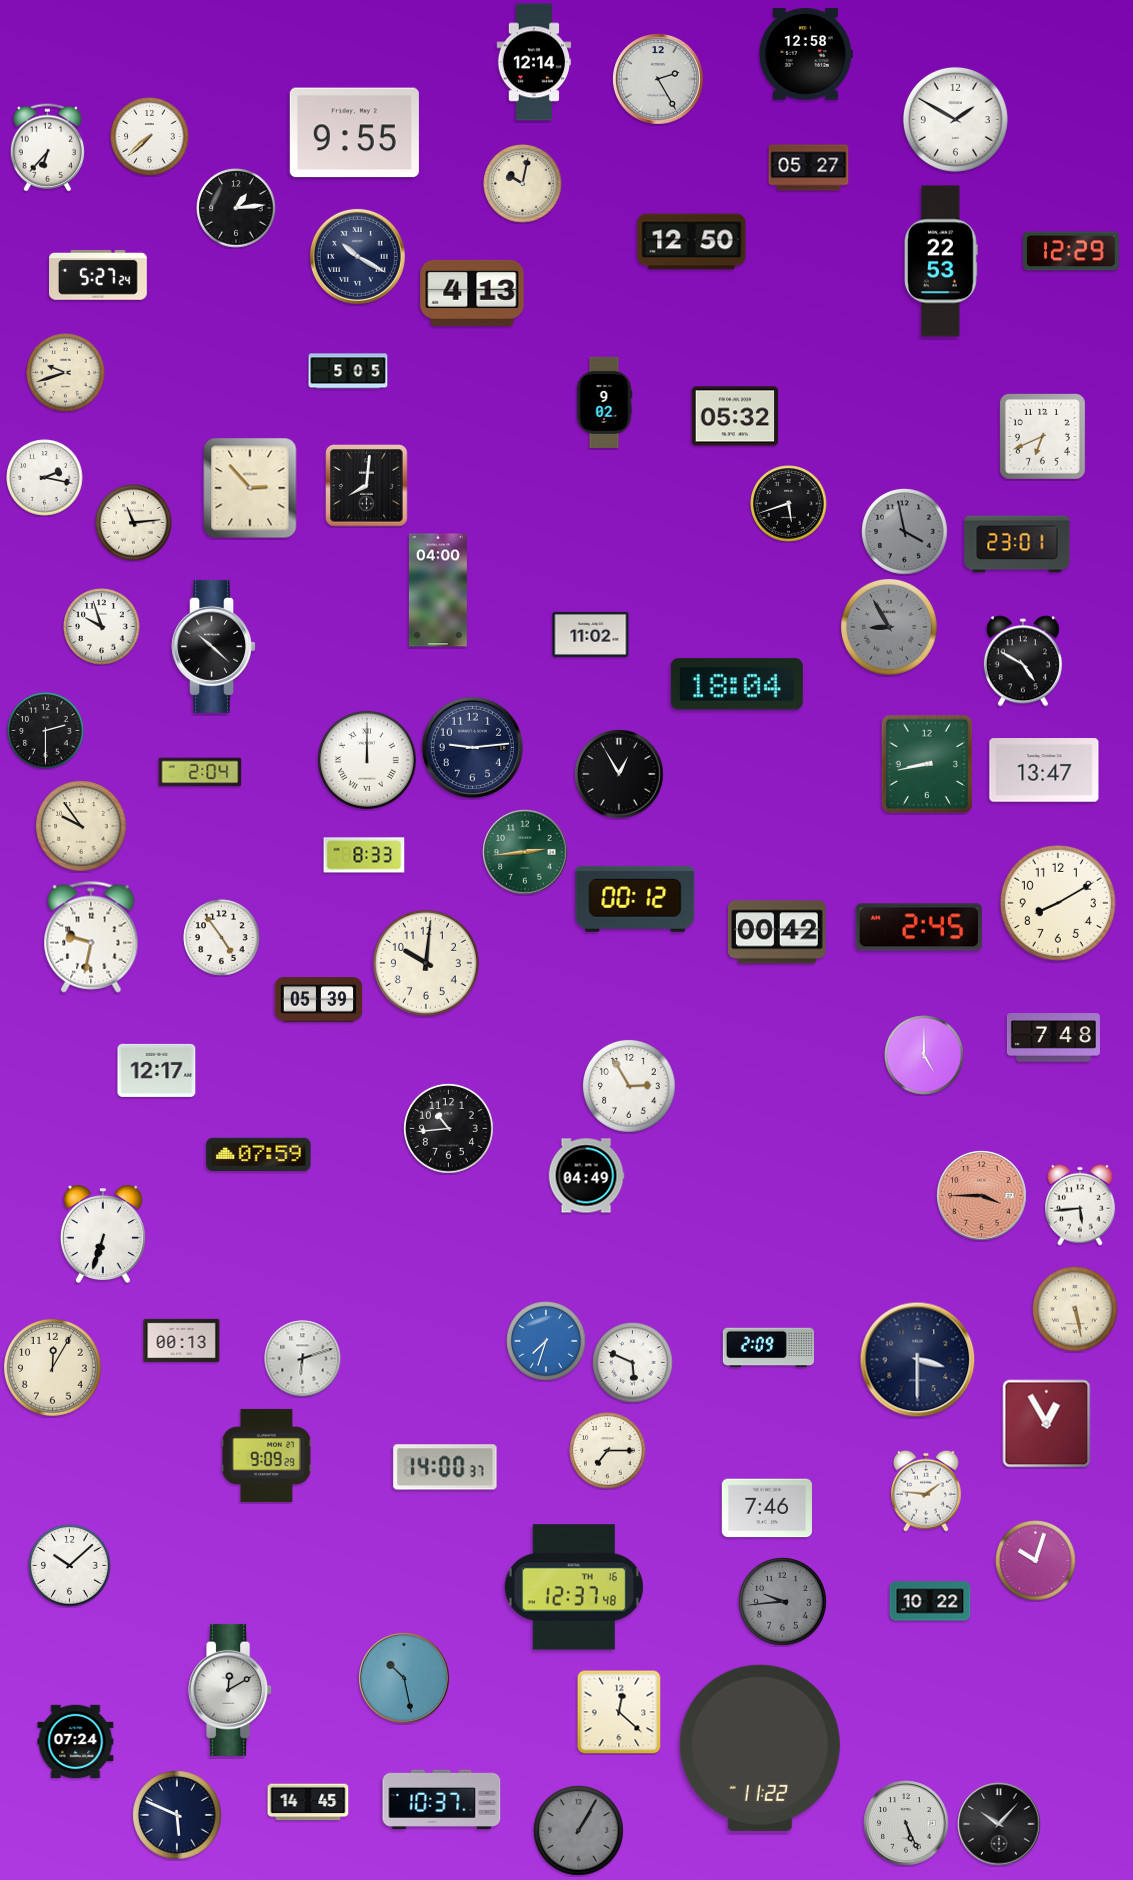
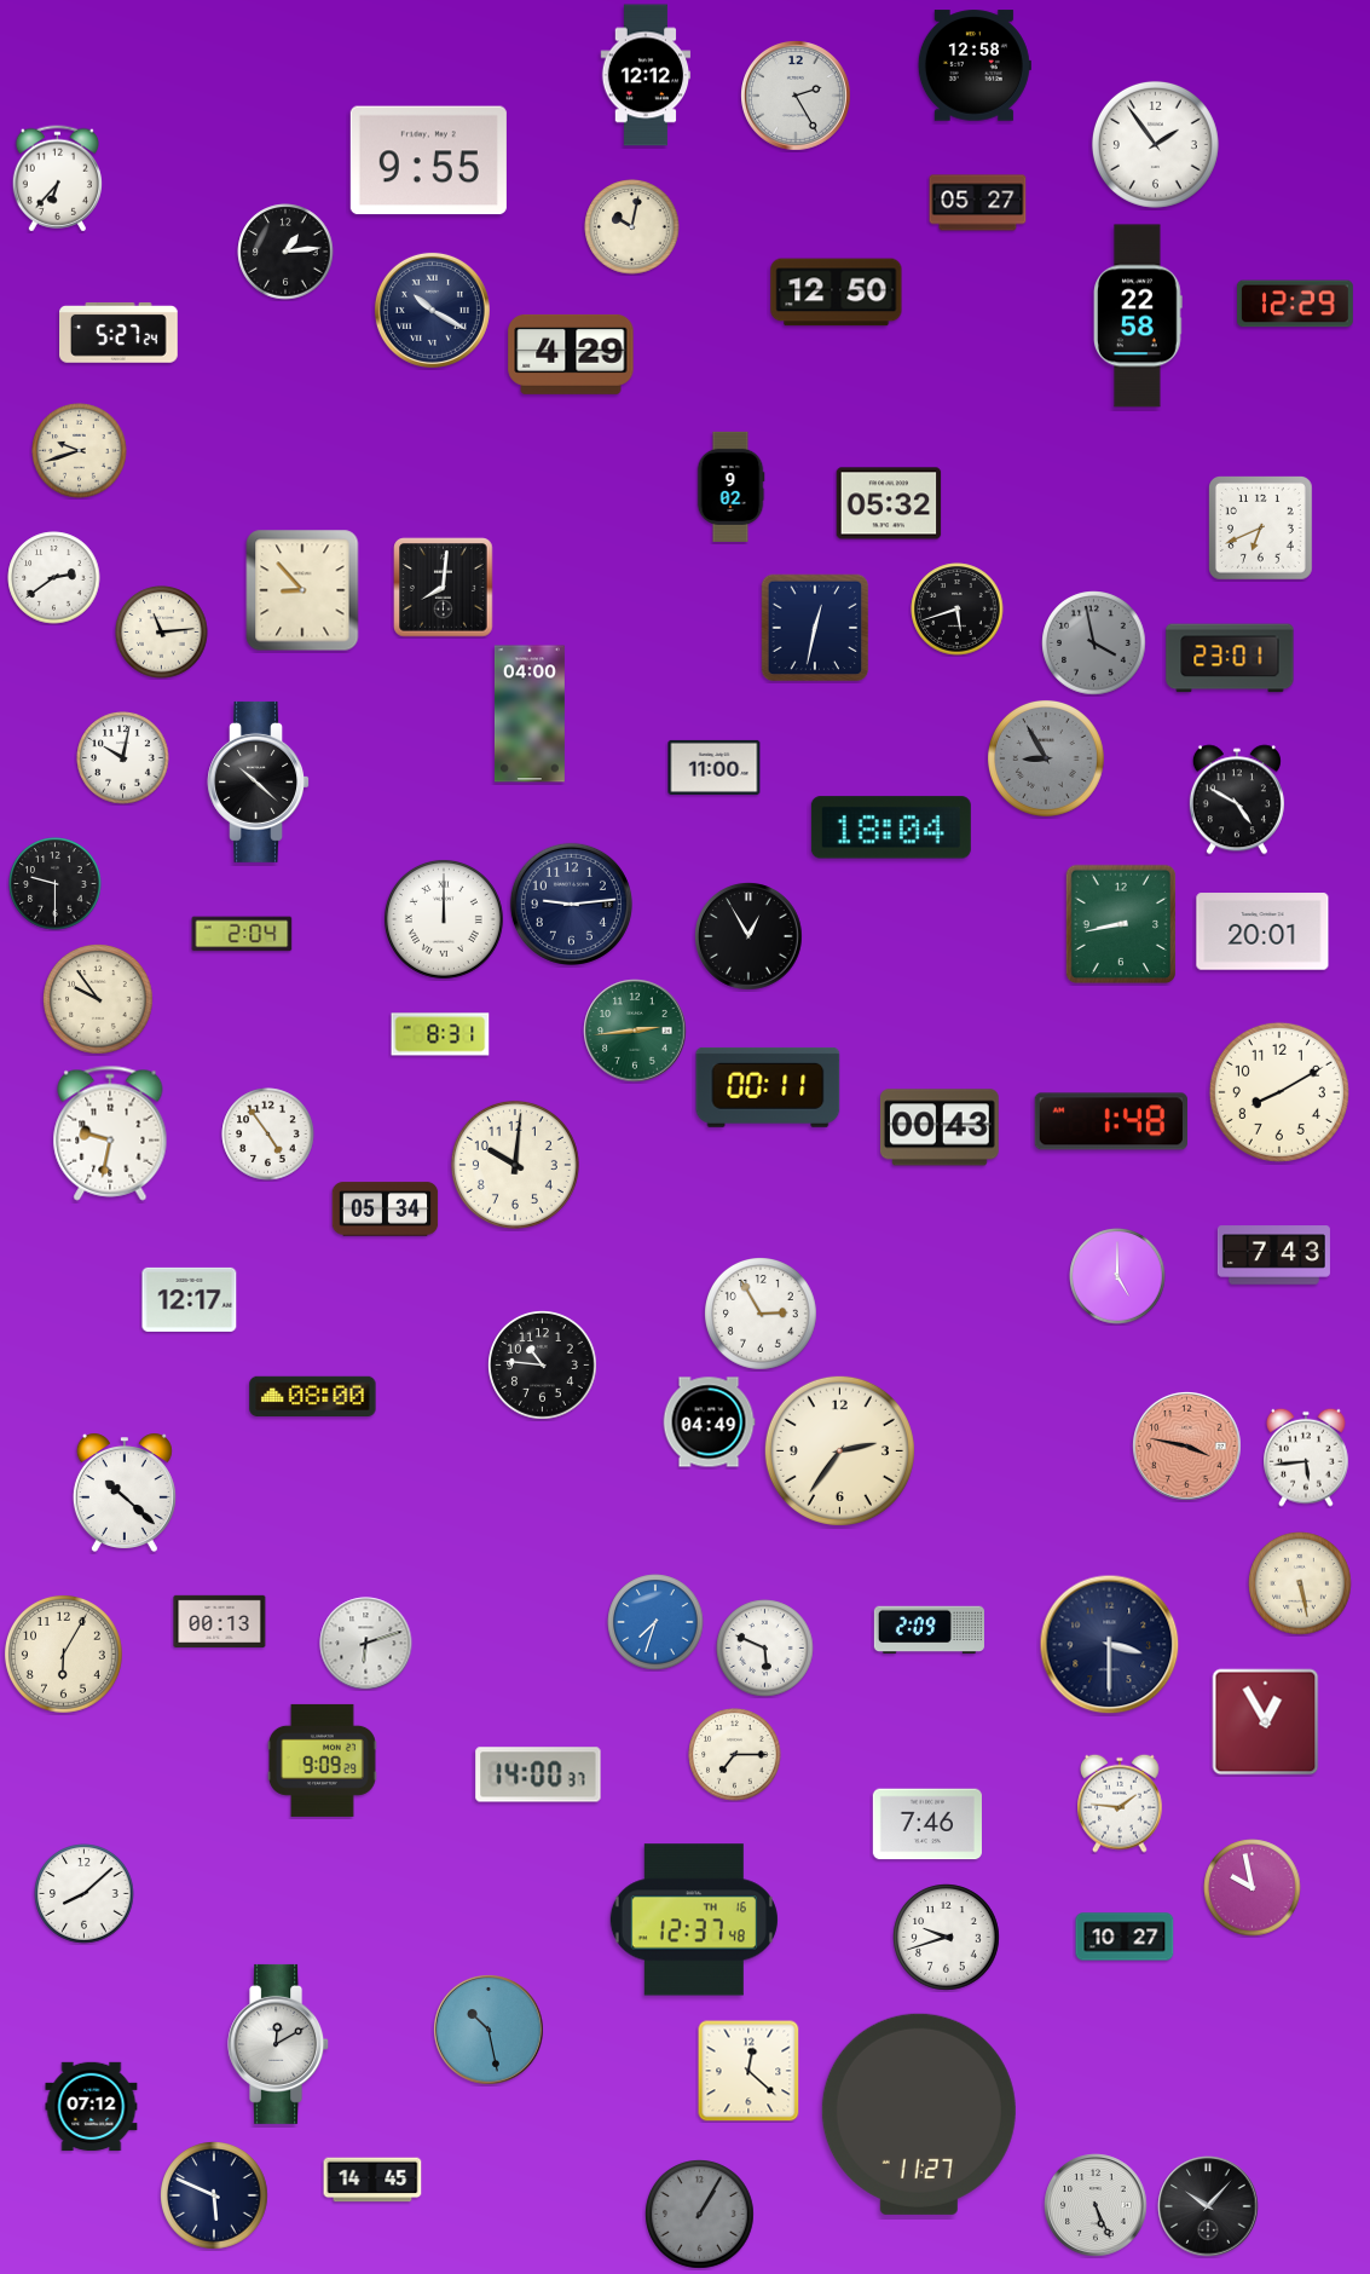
clock at (534, 62): 12:14 -> 12:12
clock at (955, 119): 1:50 -> 1:54
clock at (150, 137): 7:38 -> none
clock at (523, 184) position: (523, 184) -> (632, 227)
clock at (942, 261): 22:53 -> 22:58
clock at (472, 293): 4:13 -> 4:29
clock at (348, 371): 5:05 -> none
clock at (45, 478): 2:17 -> 2:39
clock at (250, 488): 2:53 -> 8:53
clock at (789, 504) position: (789, 504) -> (958, 610)
clock at (815, 628): none -> 12:32
clock at (102, 627): 9:57 -> 10:02
clock at (889, 627) position: (889, 627) -> (1046, 758)
clock at (591, 634): 11:02 -> 11:00
clock at (46, 731): 2:30 -> 9:30
clock at (1044, 770): 13:47 -> 20:01
clock at (364, 855): 8:33 -> 8:31
clock at (635, 899): 00:12 -> 00:11
clock at (919, 927): 2:45 -> 1:48
clock at (777, 932): 00:42 -> 00:43
clock at (319, 1000): 05:39 -> 05:34
clock at (1053, 1038): 7:48 -> 7:43
clock at (157, 1070) position: (157, 1070) -> (190, 1299)
clock at (449, 1129): 10:44 -> 10:46
clock at (259, 1155): 07:59 -> 08:00
clock at (982, 1196): 3:45 -> 3:47
clock at (839, 1450): none -> 2:36
clock at (103, 1234): 6:33 -> 10:22
clock at (546, 1341) position: (546, 1341) -> (655, 1622)
clock at (52, 1367): 12:05 -> 6:05
clock at (1036, 1561): 10:03 -> 9:58
clock at (70, 1566): 10:08 -> 8:08
clock at (930, 1601): 10:22 -> 10:27
clock at (783, 1602): 9:44 -> 9:42
clock at (783, 1602) dial: grey -> white
clock at (76, 1741): 07:24 -> 07:12
clock at (760, 1748): 11:22 -> 11:27
clock at (442, 1799): 10:37 -> none
